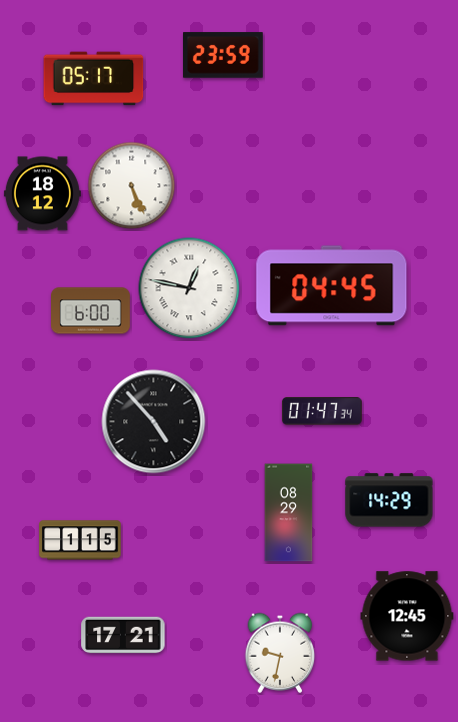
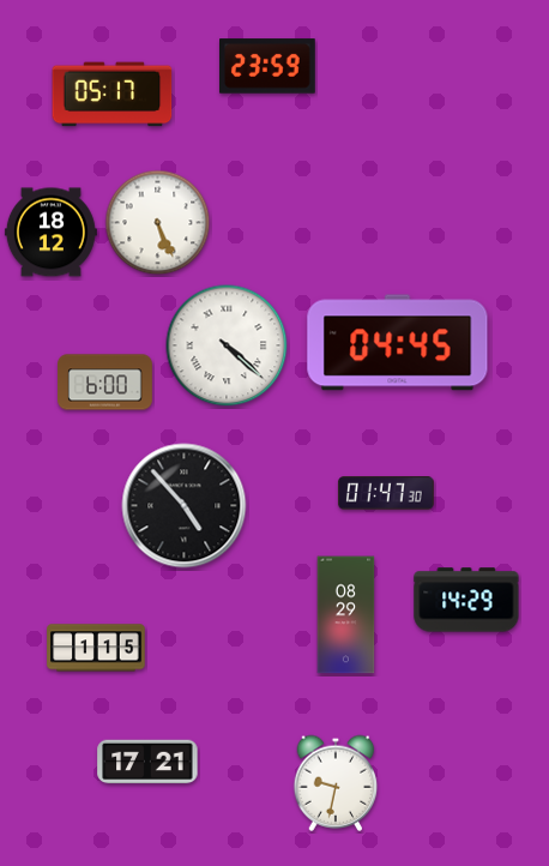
clock at (189, 288): 12:47 -> 4:22
clock at (91, 311) position: (91, 311) -> (105, 383)
clock at (322, 411): 01:47:34 -> 01:47:30
clock at (407, 616): 12:45 -> none
